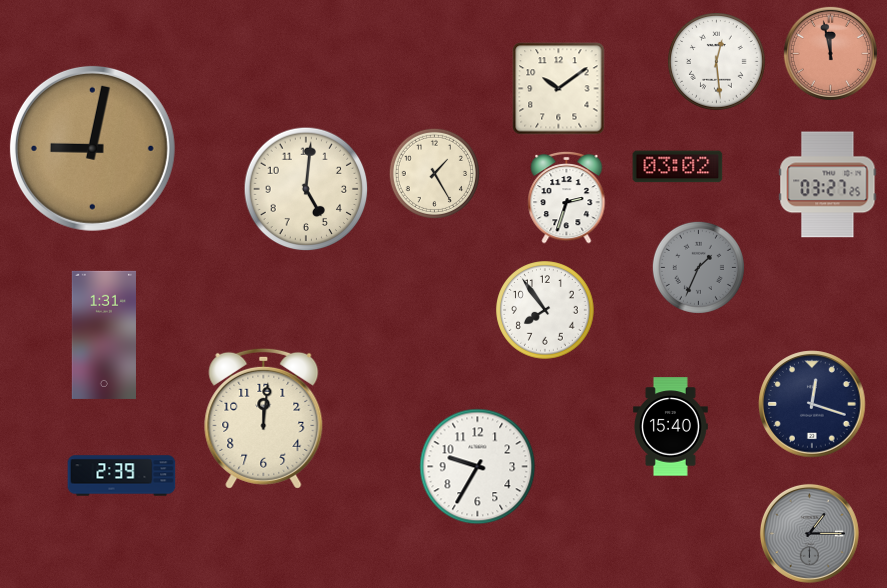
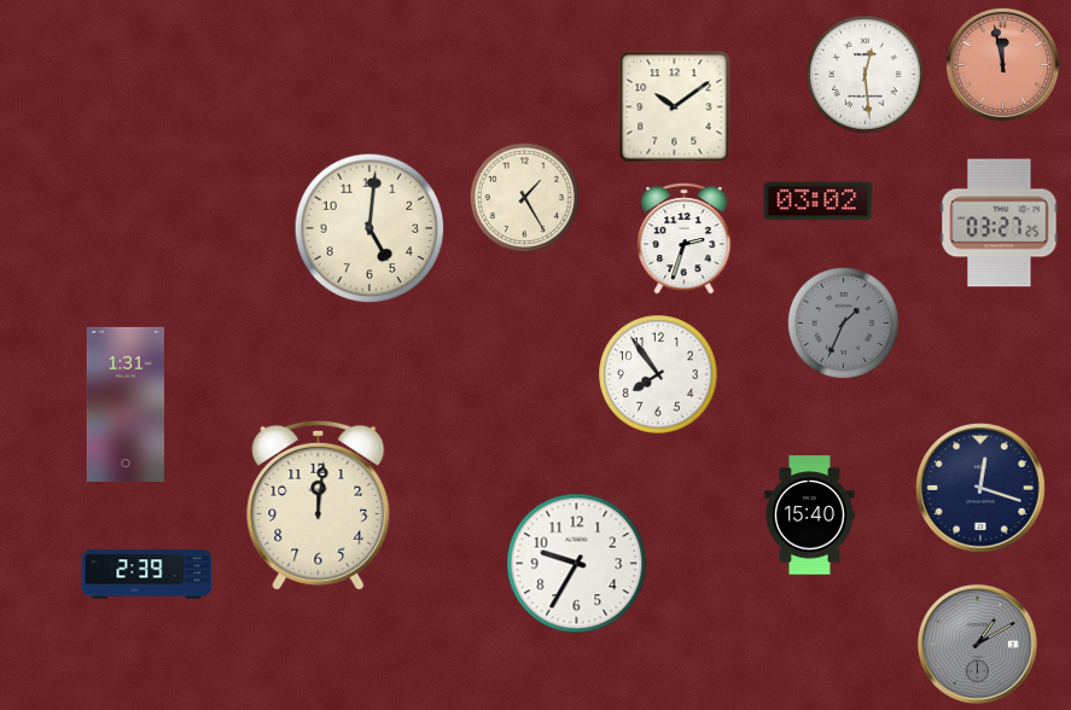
clock at (92, 148): 9:02 -> none
clock at (434, 173) position: (434, 173) -> (524, 197)
clock at (809, 533): 1:15 -> 1:10
